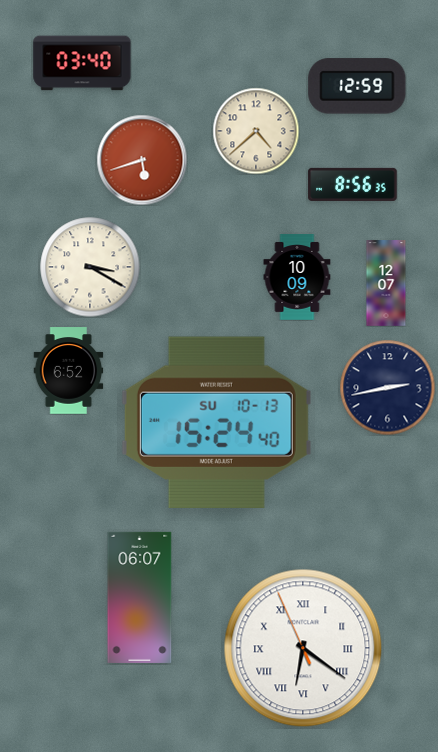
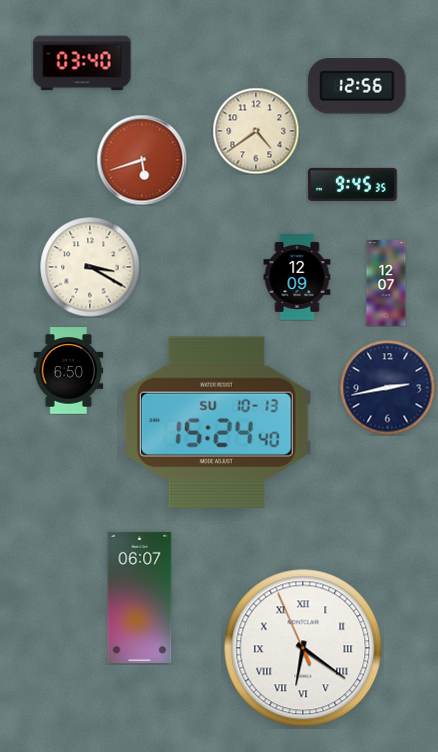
clock at (357, 86): 12:59 -> 12:56
clock at (256, 131): 4:38 -> 4:39
clock at (353, 184): 8:56 -> 9:45
clock at (297, 277): 10:09 -> 12:09
clock at (69, 371): 6:52 -> 6:50
